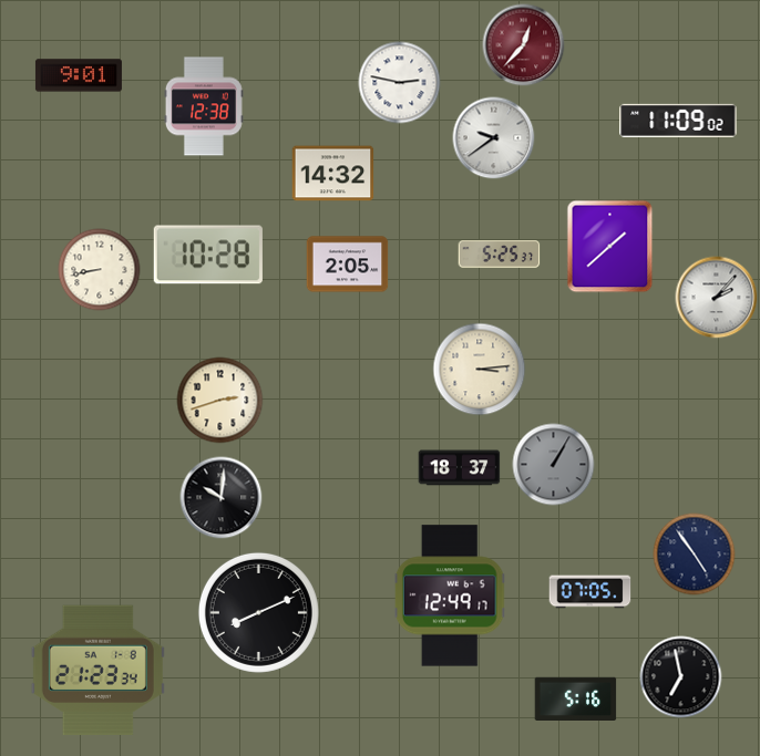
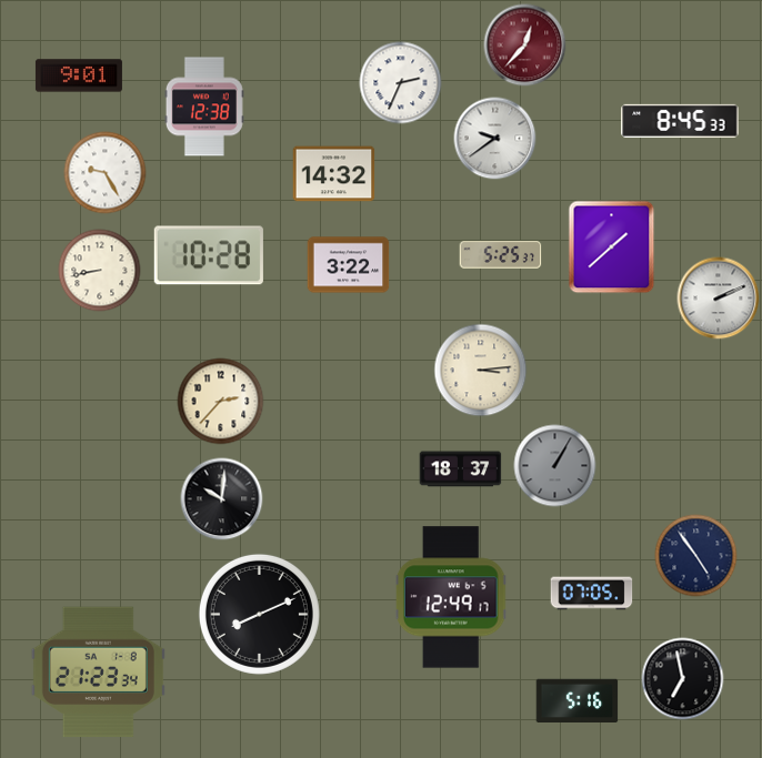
clock at (400, 83): 2:47 -> 2:34
clock at (678, 121): 11:09 -> 8:45
clock at (106, 173): none -> 9:25
clock at (348, 265): 2:05 -> 3:22
clock at (717, 298): 2:07 -> 2:11
clock at (220, 401): 2:42 -> 2:37
